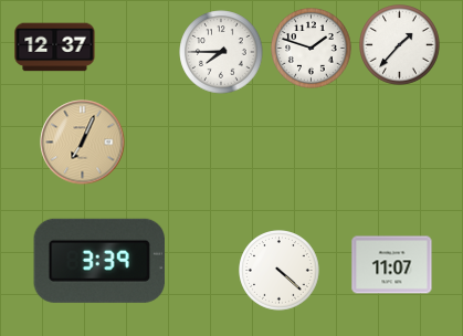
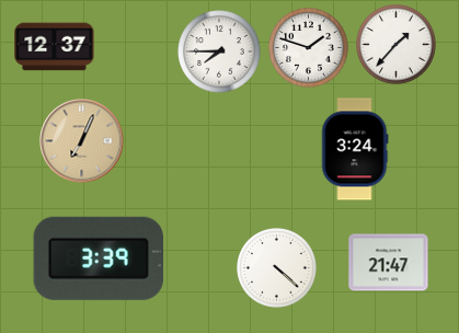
clock at (355, 149): none -> 3:24
clock at (392, 265): 11:07 -> 21:47
